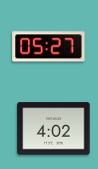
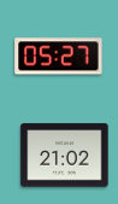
clock at (54, 129): 4:02 -> 21:02
